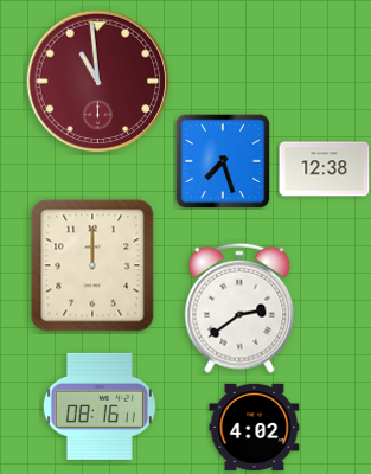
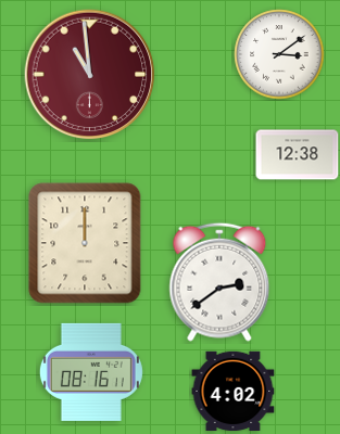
clock at (279, 54): none -> 3:09
clock at (223, 161): 7:27 -> none
